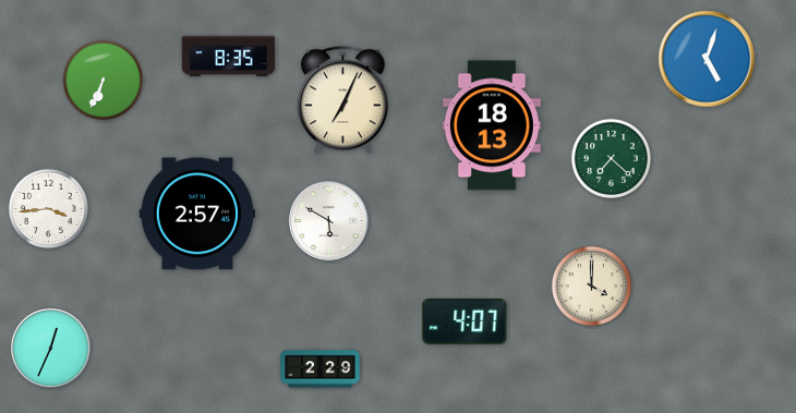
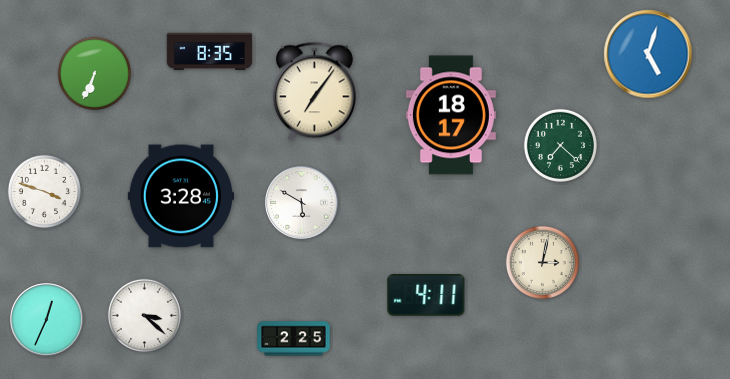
clock at (342, 100): 7:04 -> 7:06
clock at (492, 125): 18:13 -> 18:17
clock at (48, 208): 3:44 -> 3:48
clock at (197, 214): 2:57 -> 3:28
clock at (591, 286): 4:00 -> 3:02
clock at (465, 323): 4:07 -> 4:11
clock at (144, 315): none -> 3:22
clock at (321, 369): 2:29 -> 2:25
